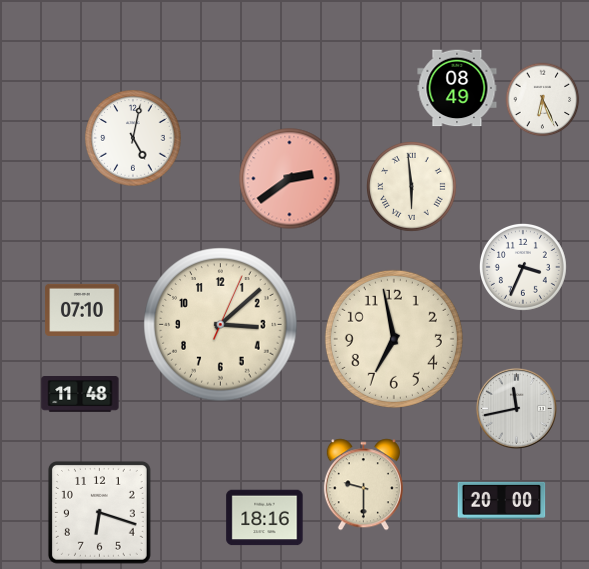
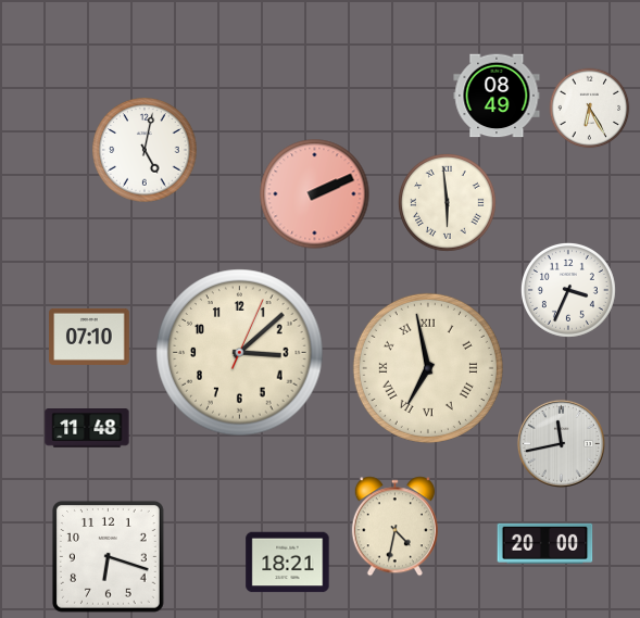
clock at (543, 100): 6:26 -> 6:25
clock at (290, 179): 2:39 -> 2:11
clock at (394, 339) numerals: Arabic -> Roman
clock at (363, 485): 9:30 -> 4:32
clock at (265, 518): 18:16 -> 18:21
